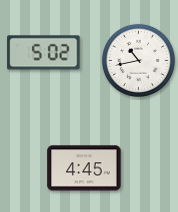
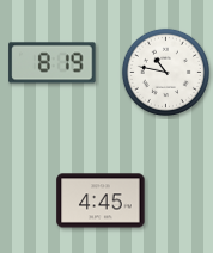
clock at (44, 53): 5:02 -> 8:19
clock at (138, 60): 10:43 -> 10:47
